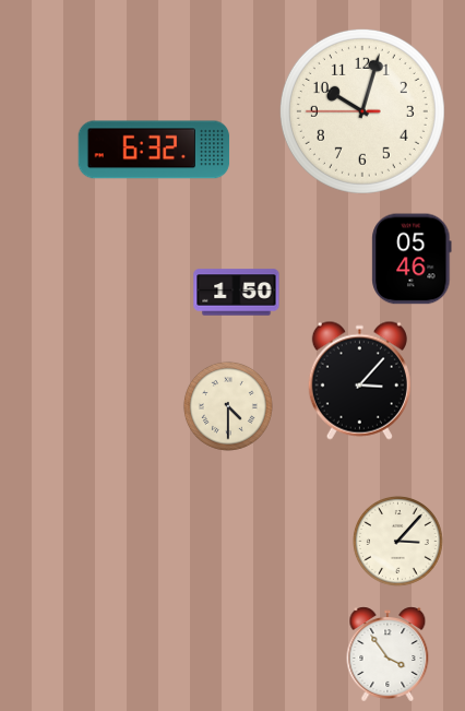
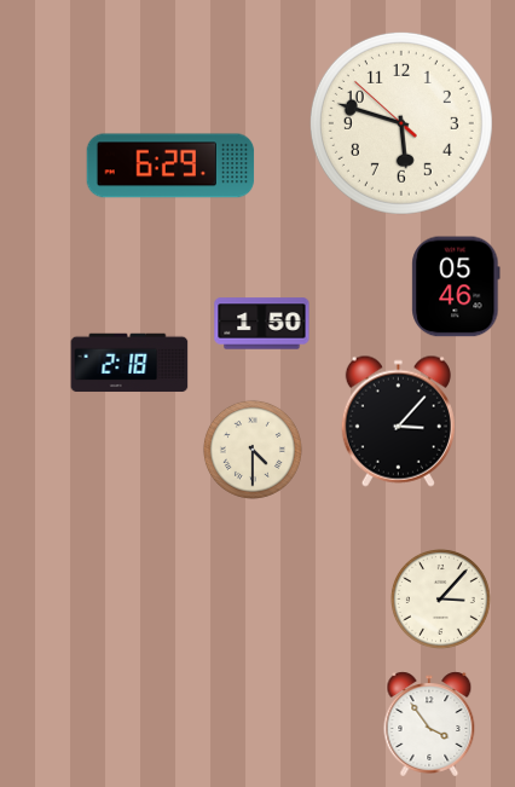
clock at (362, 111): 10:02 -> 5:47
clock at (154, 150): 6:32 -> 6:29
clock at (129, 363): none -> 2:18
